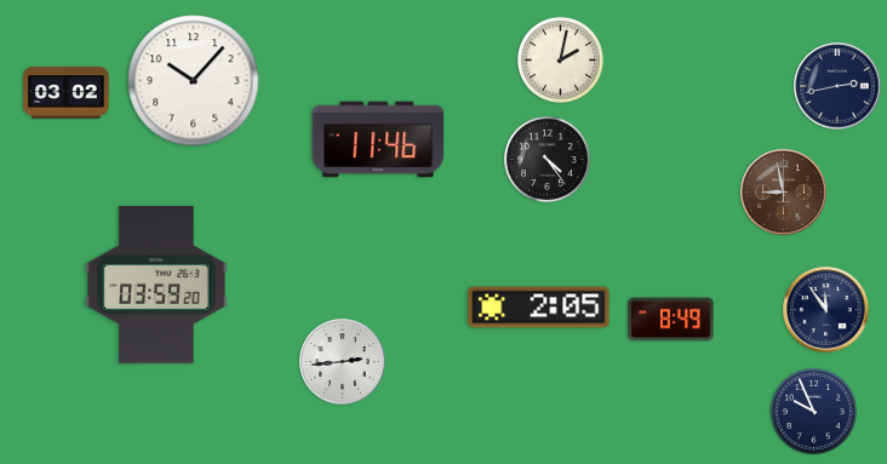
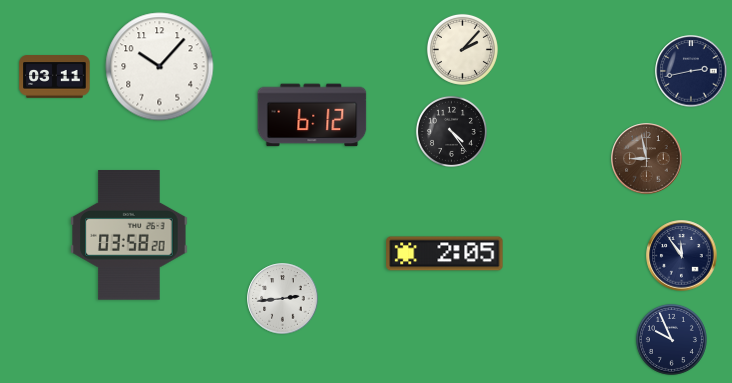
clock at (560, 59): 2:02 -> 2:07
clock at (67, 93): 03:02 -> 03:11
clock at (378, 139): 11:46 -> 6:12
clock at (156, 286): 03:59 -> 03:58
clock at (671, 320): 8:49 -> none
